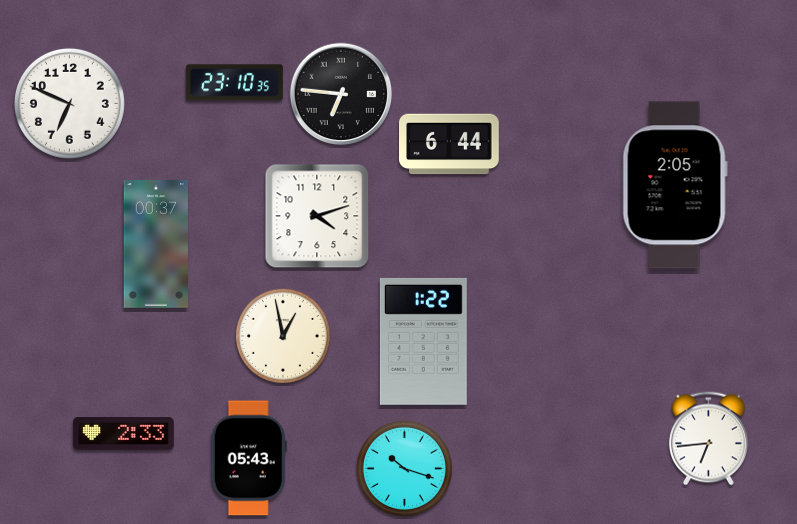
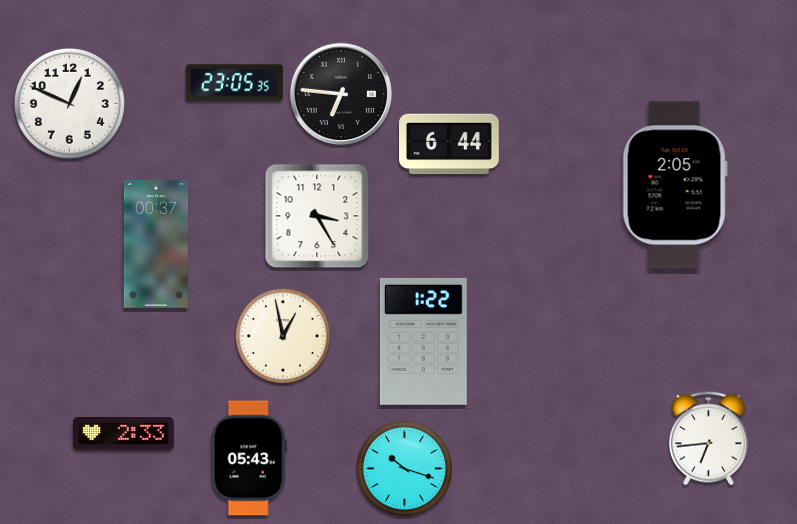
clock at (234, 83): 23:10 -> 23:05
clock at (69, 103): 6:49 -> 12:49
clock at (317, 216): 4:12 -> 3:25
